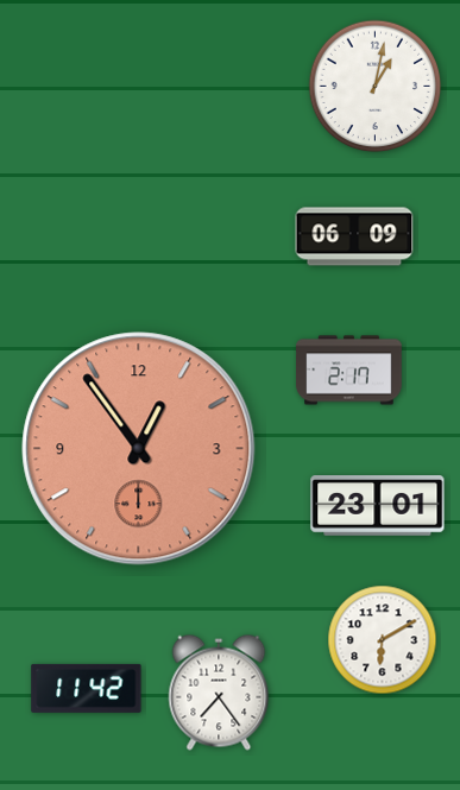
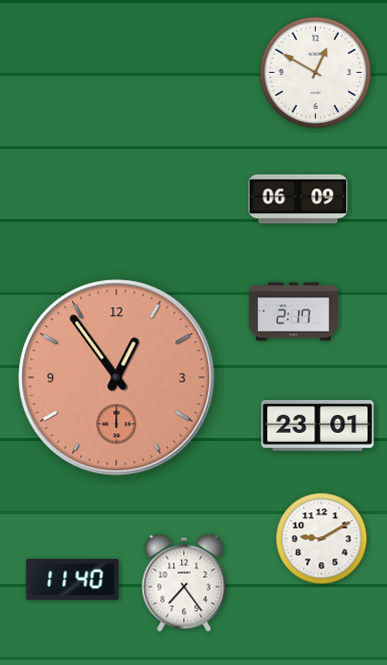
clock at (376, 87): 1:02 -> 12:50
clock at (383, 640): 6:10 -> 9:10
clock at (87, 688): 11:42 -> 11:40
